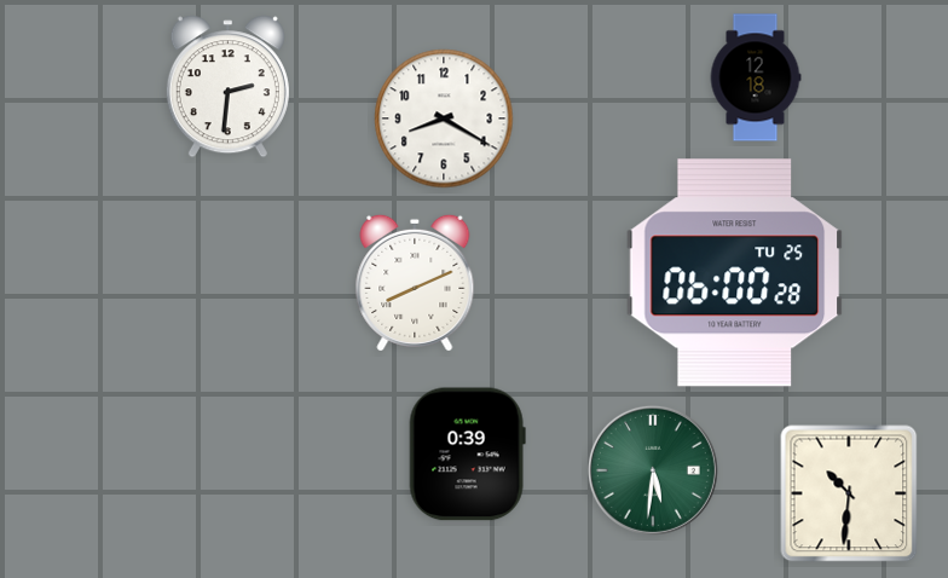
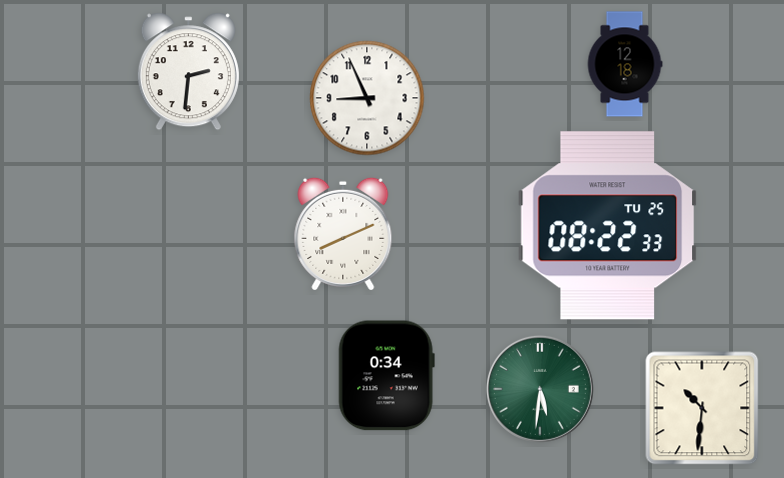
clock at (444, 119): 8:20 -> 8:56
clock at (735, 273): 06:00 -> 08:22
clock at (467, 455): 0:39 -> 0:34
